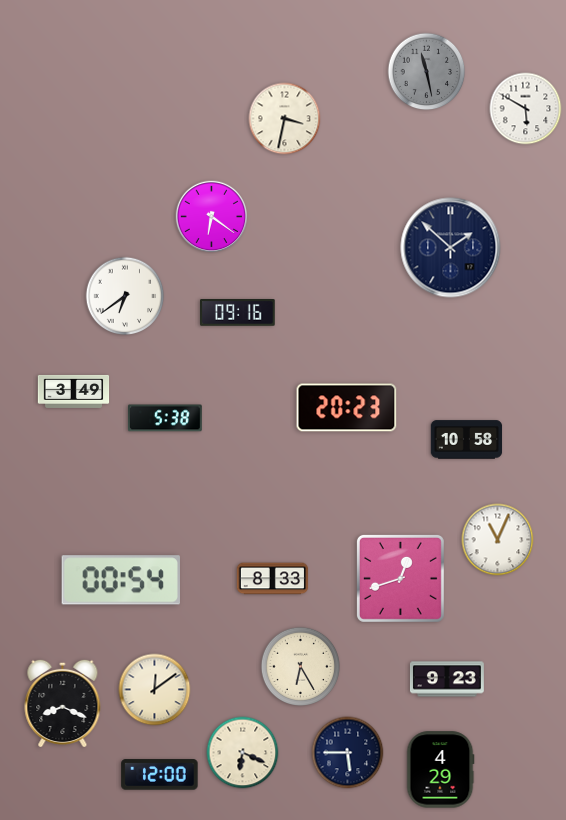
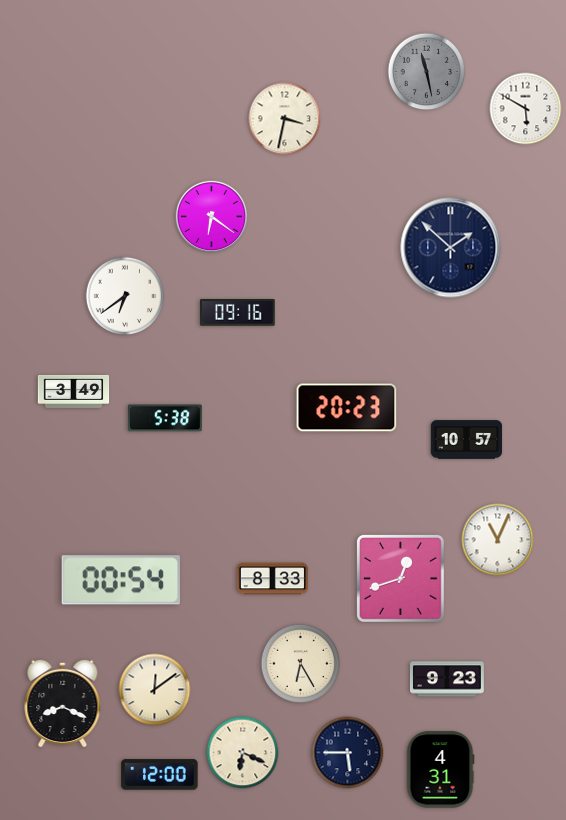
clock at (467, 440): 10:58 -> 10:57
clock at (300, 666) position: (300, 666) -> (300, 663)
clock at (440, 770): 4:29 -> 4:31
